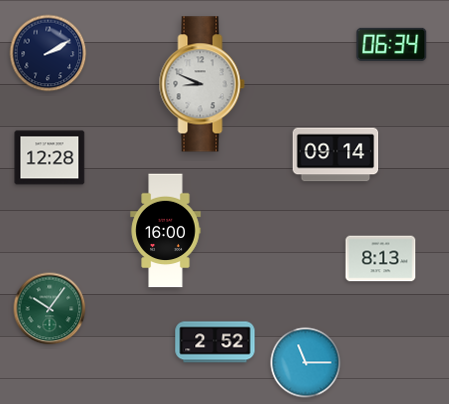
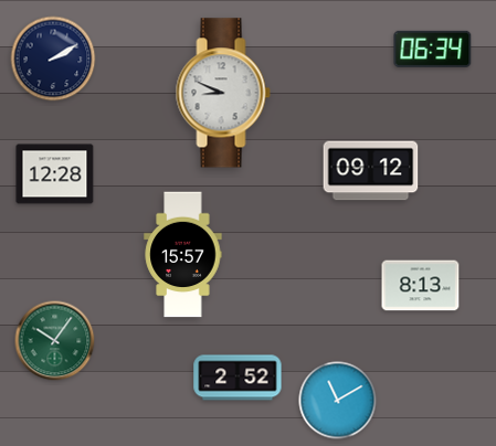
clock at (336, 155): 09:14 -> 09:12
clock at (166, 231): 16:00 -> 15:57
clock at (306, 363): 11:15 -> 11:10
